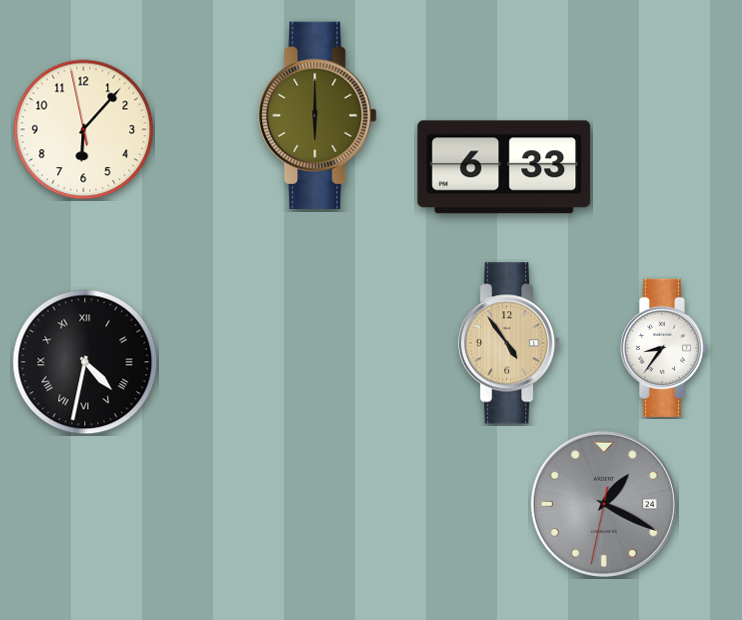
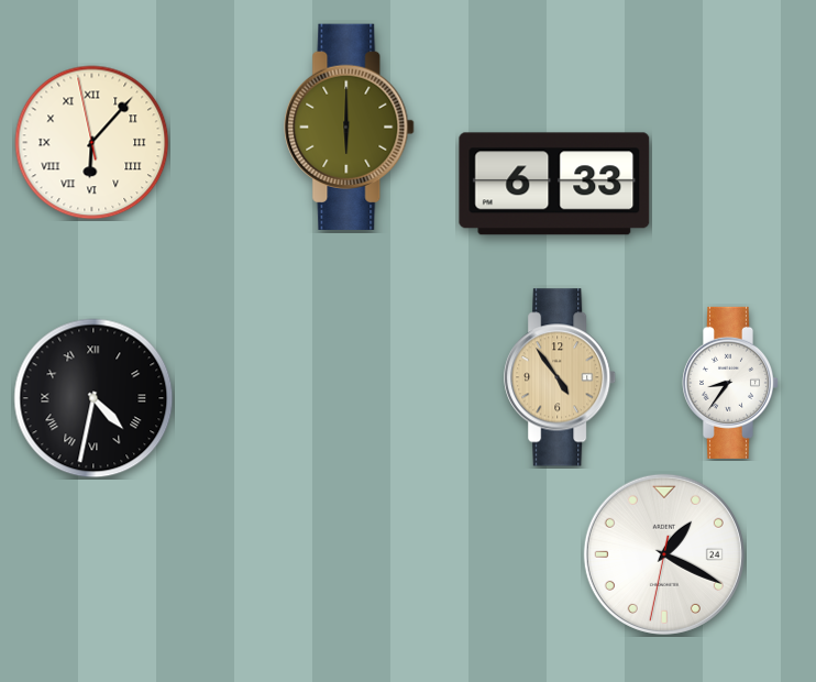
clock at (84, 130) numerals: Arabic -> Roman
clock at (604, 504) dial: grey -> white
